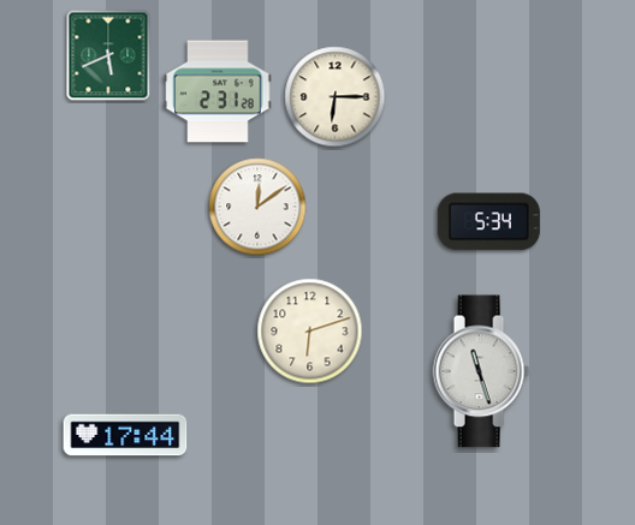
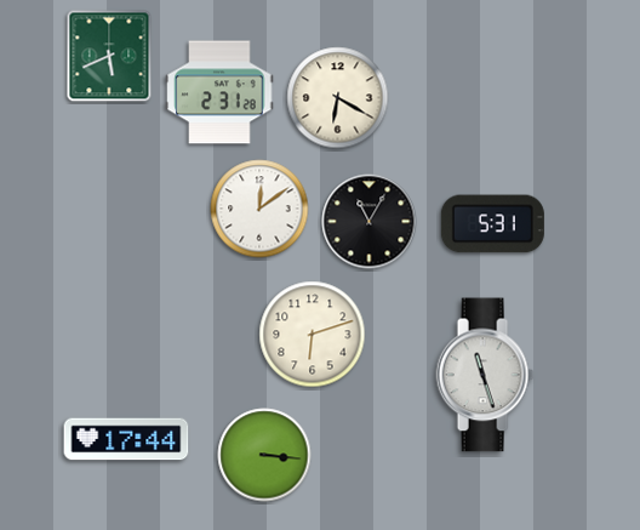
clock at (336, 97): 6:15 -> 6:20
clock at (370, 222): none -> 11:05
clock at (488, 222): 5:34 -> 5:31
clock at (264, 455): none -> 3:16
